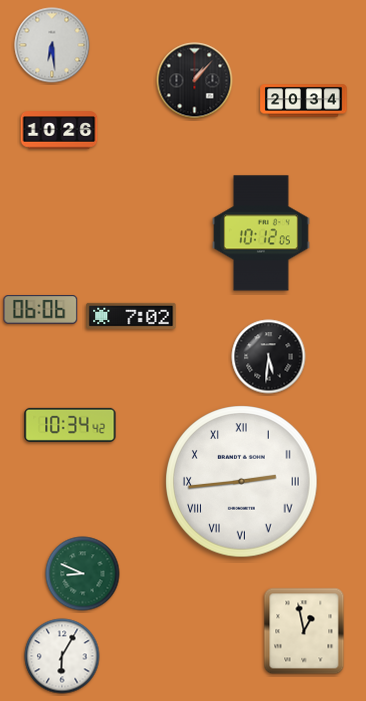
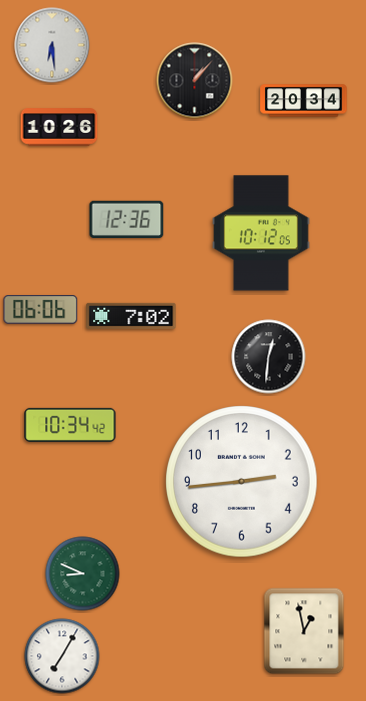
clock at (59, 130) position: (59, 130) -> (59, 127)
clock at (127, 219): none -> 12:36
clock at (269, 357): 5:31 -> 12:31
clock at (242, 482) numerals: Roman -> Arabic
clock at (62, 656): 6:05 -> 7:05
